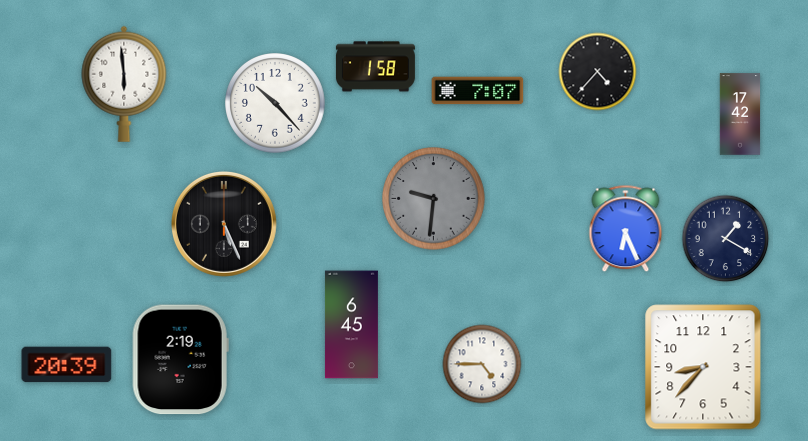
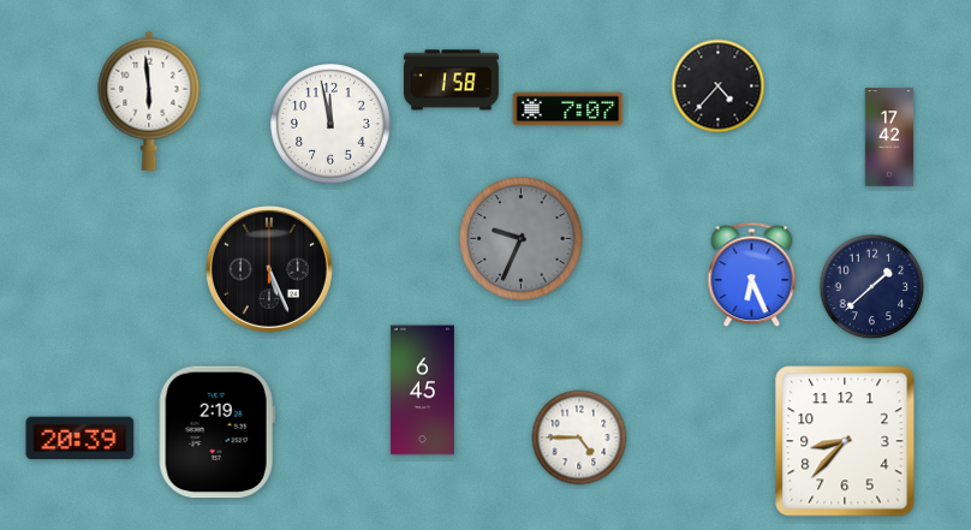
clock at (478, 91) position: (478, 91) -> (568, 109)
clock at (276, 104): 10:23 -> 11:58
clock at (434, 199): 9:31 -> 9:34
clock at (726, 239): 1:20 -> 1:38
